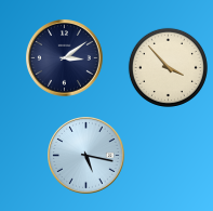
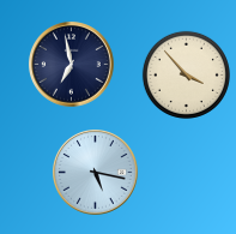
clock at (65, 58): 3:09 -> 6:58
